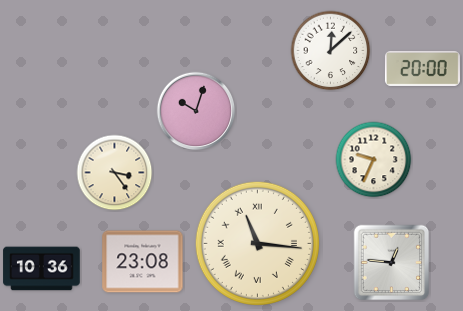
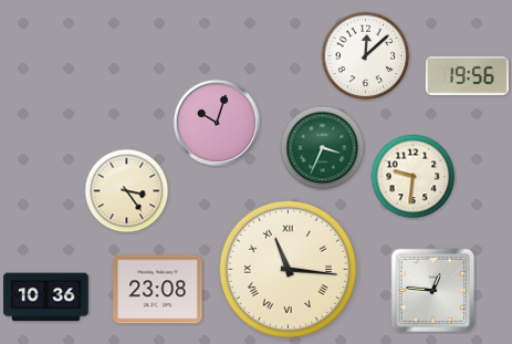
clock at (422, 68): 20:00 -> 19:56
clock at (323, 148): none -> 3:34
clock at (374, 160): 9:34 -> 9:31
clock at (257, 243) position: (257, 243) -> (288, 269)
